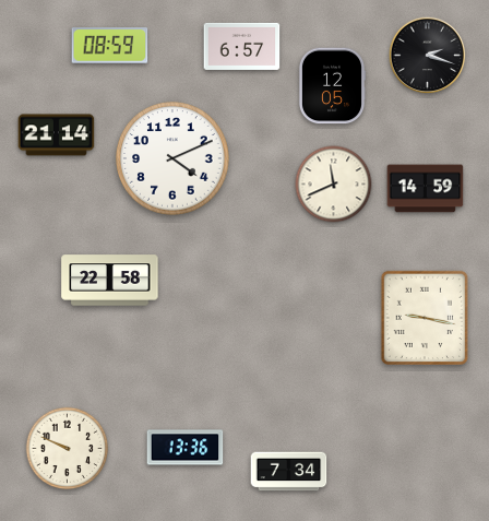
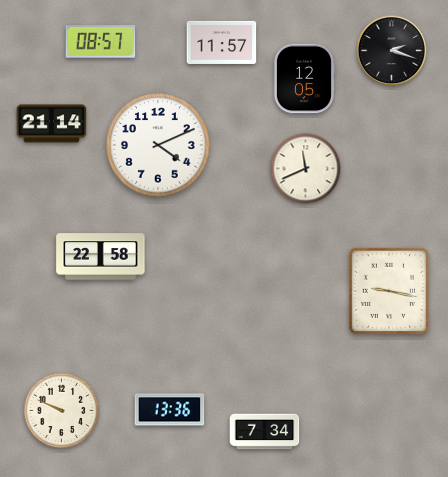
clock at (110, 46): 08:59 -> 08:57
clock at (242, 46): 6:57 -> 11:57
clock at (426, 189): 14:59 -> none
